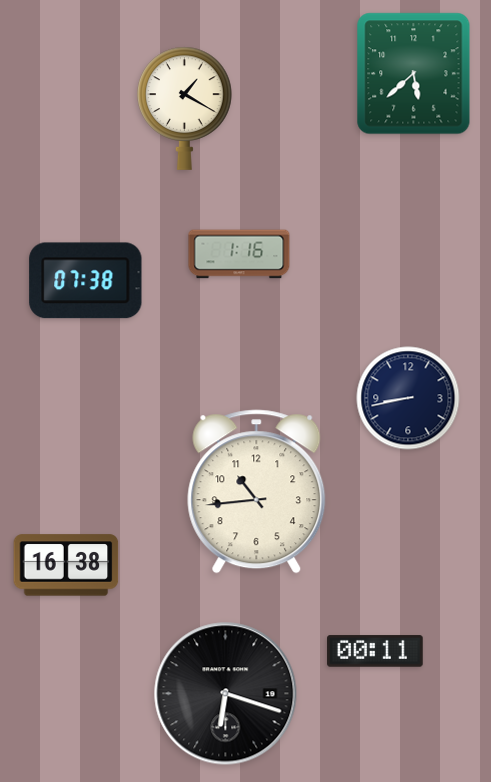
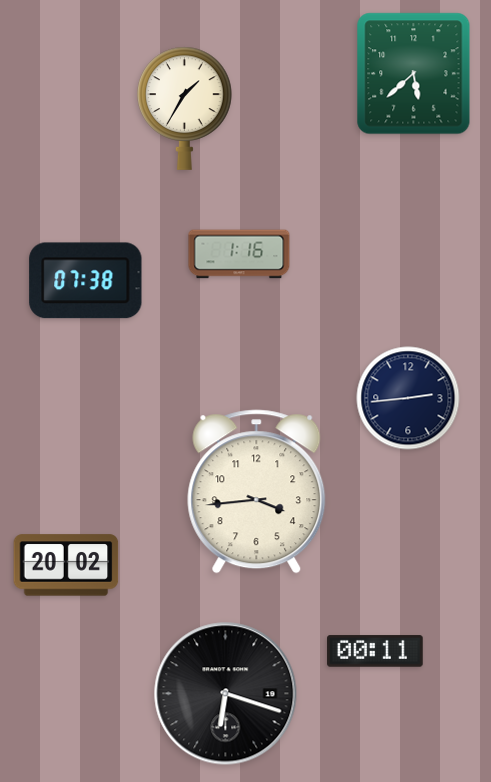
clock at (185, 108): 1:20 -> 1:35
clock at (408, 398): 8:43 -> 2:44
clock at (257, 492): 10:44 -> 3:44
clock at (66, 565): 16:38 -> 20:02
